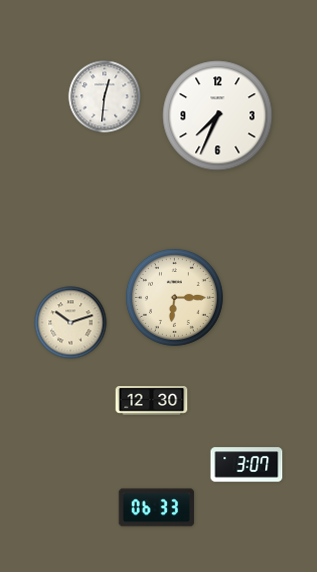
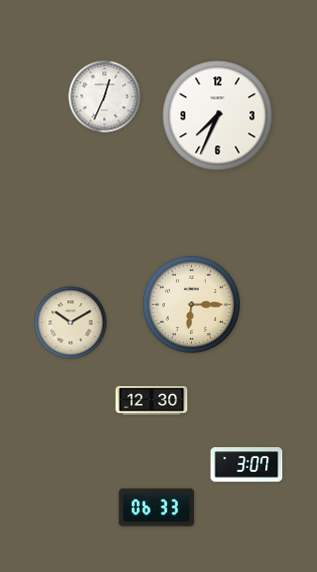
clock at (105, 97): 12:31 -> 12:34
clock at (174, 297) position: (174, 297) -> (191, 304)
clock at (71, 323): 10:12 -> 10:10
